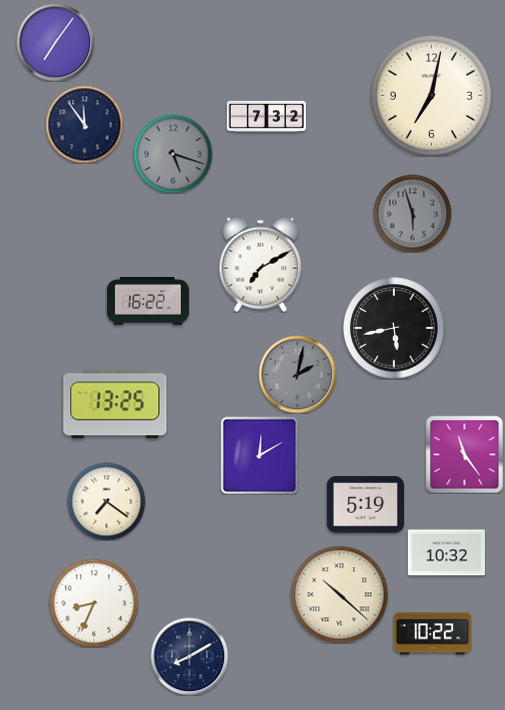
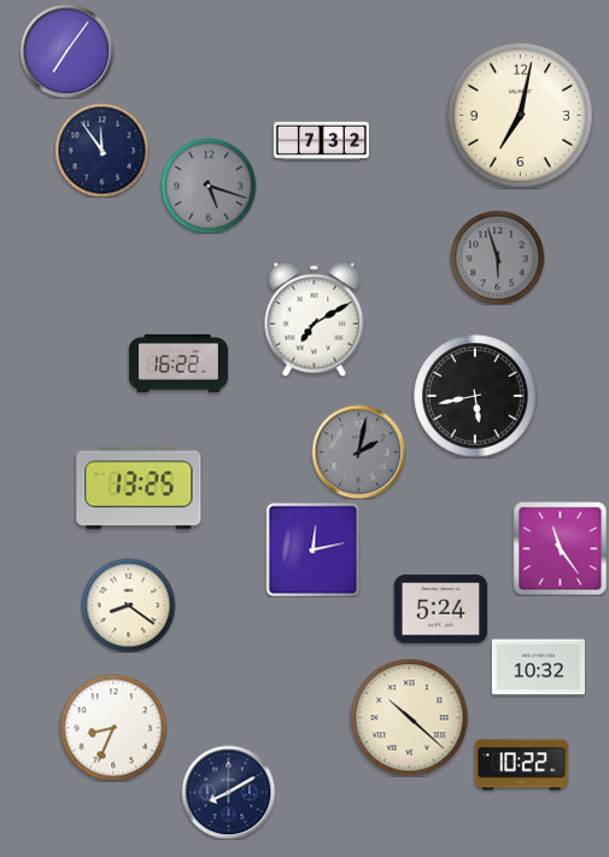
clock at (259, 455): 12:10 -> 12:13
clock at (106, 501): 7:21 -> 8:21
clock at (365, 505): 5:19 -> 5:24
